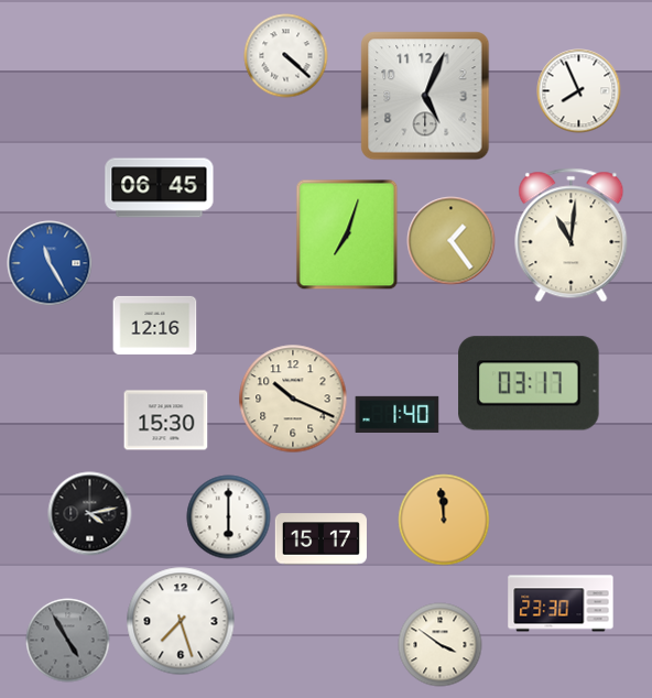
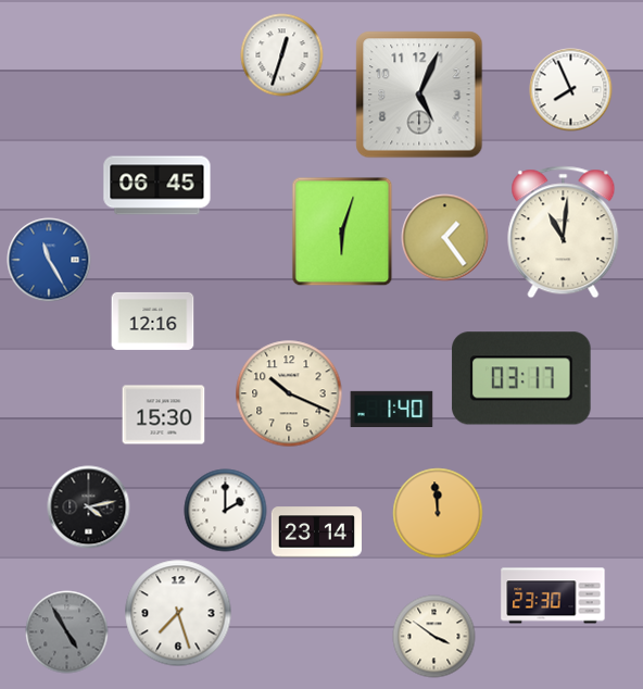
clock at (286, 56): 4:22 -> 12:33
clock at (347, 235): 7:03 -> 6:03
clock at (229, 517): 6:00 -> 2:00
clock at (320, 539): 15:17 -> 23:14
